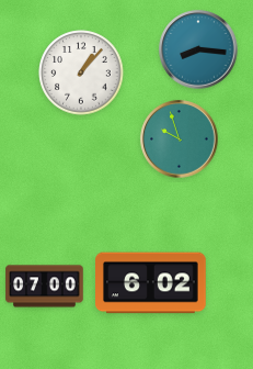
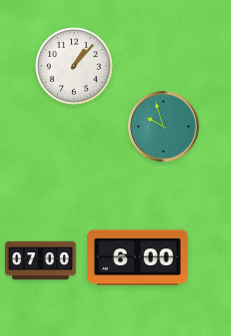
clock at (198, 49): 8:16 -> none
clock at (151, 283): 6:02 -> 6:00
